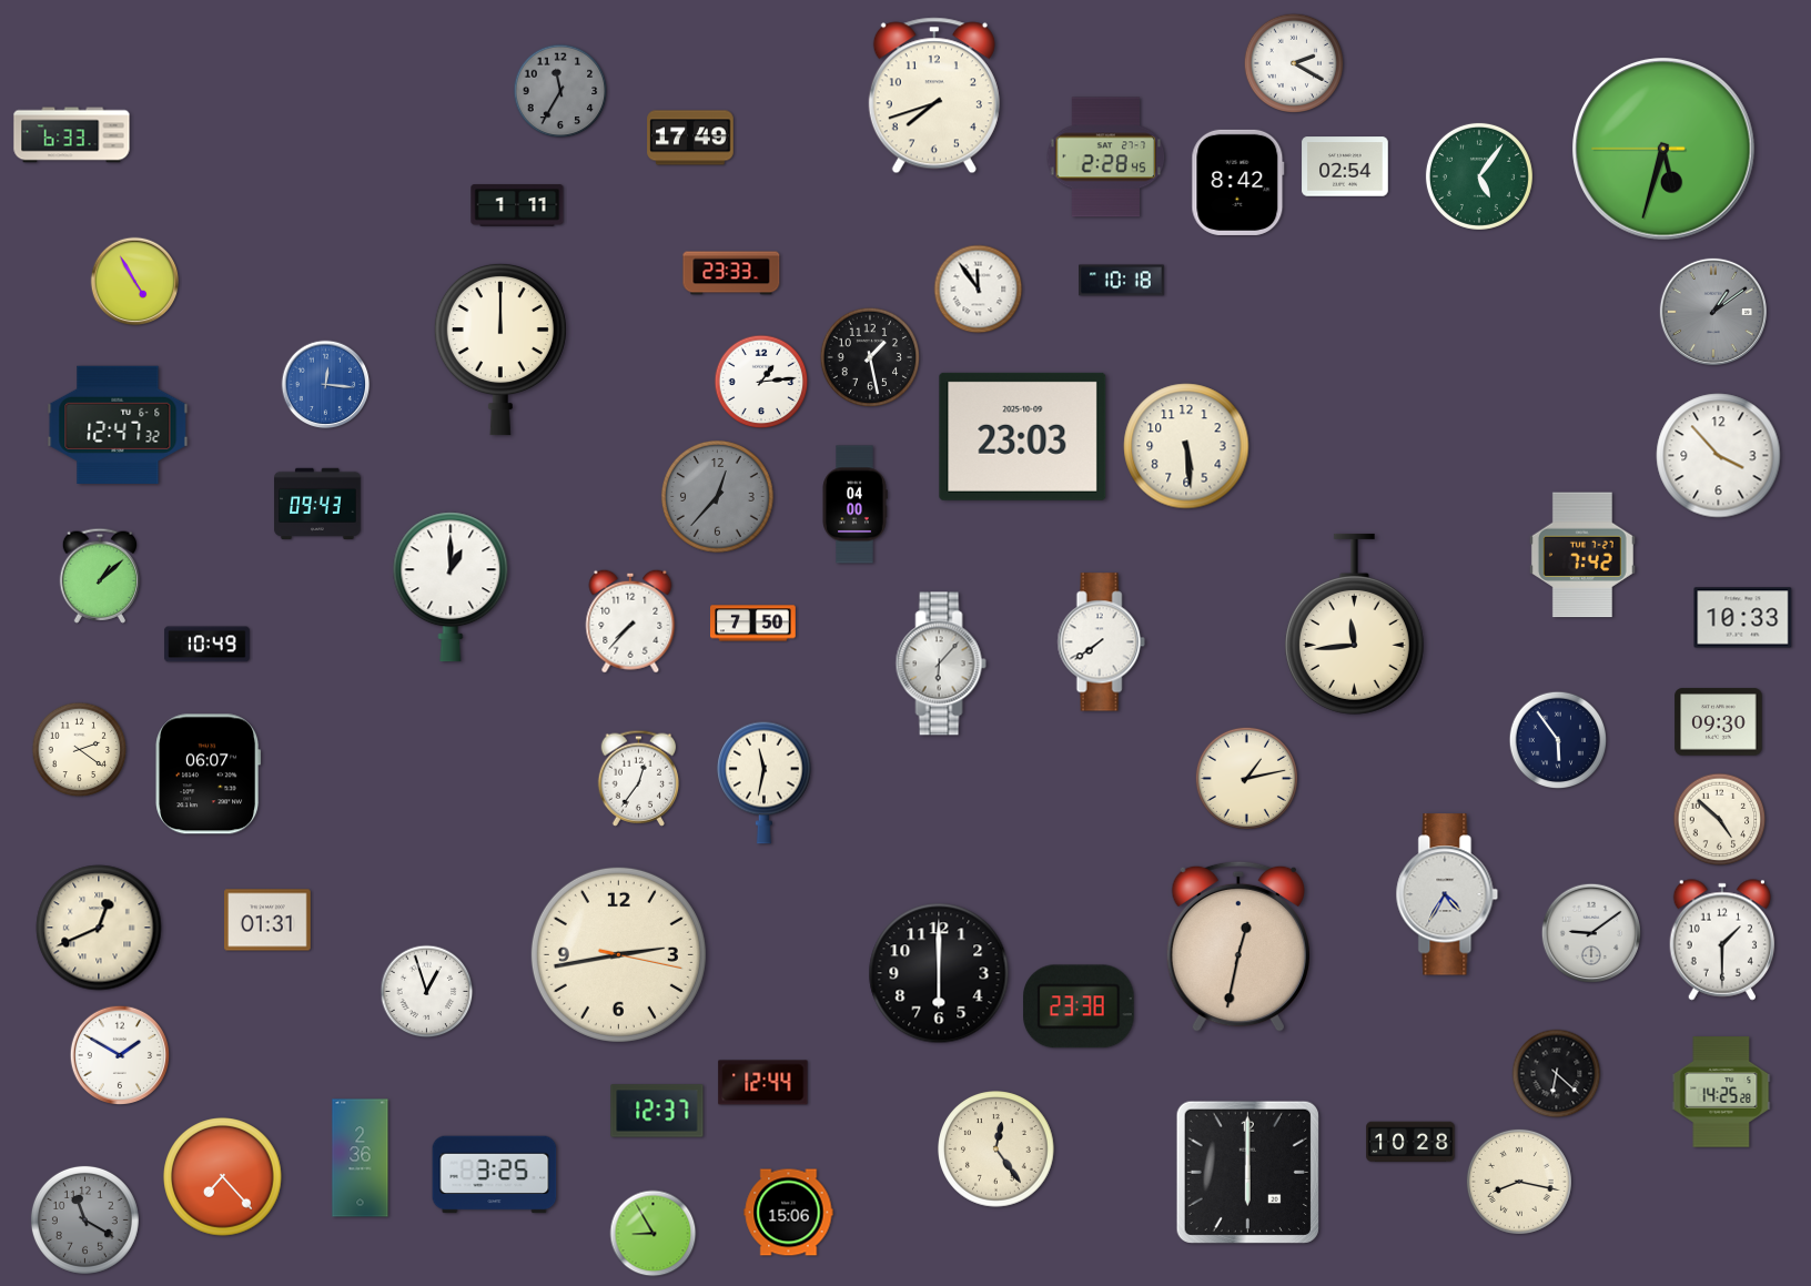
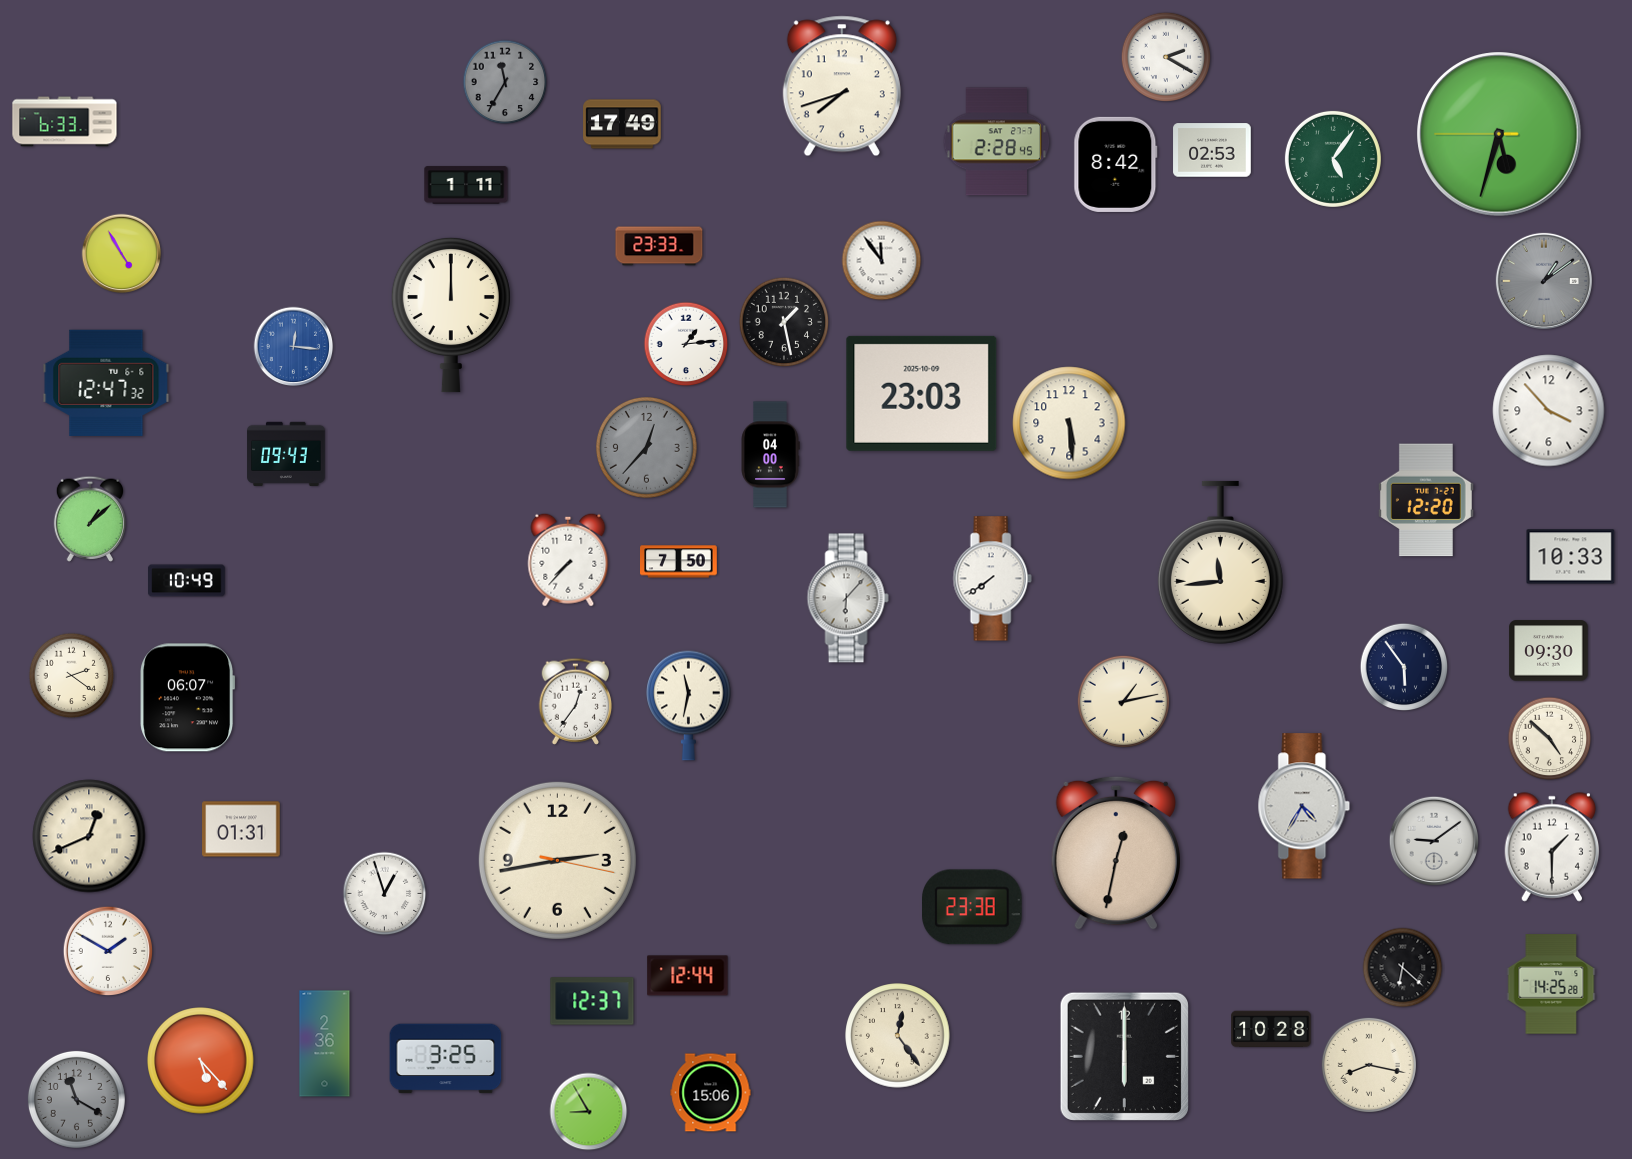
clock at (1345, 166): 02:54 -> 02:53
clock at (1122, 281): 10:18 -> none
clock at (1186, 446) position: (1186, 446) -> (1069, 423)
clock at (1582, 555): 7:42 -> 12:20
clock at (451, 587): 1:00 -> none
clock at (939, 973): 6:00 -> none
clock at (223, 1177): 7:23 -> 5:23
